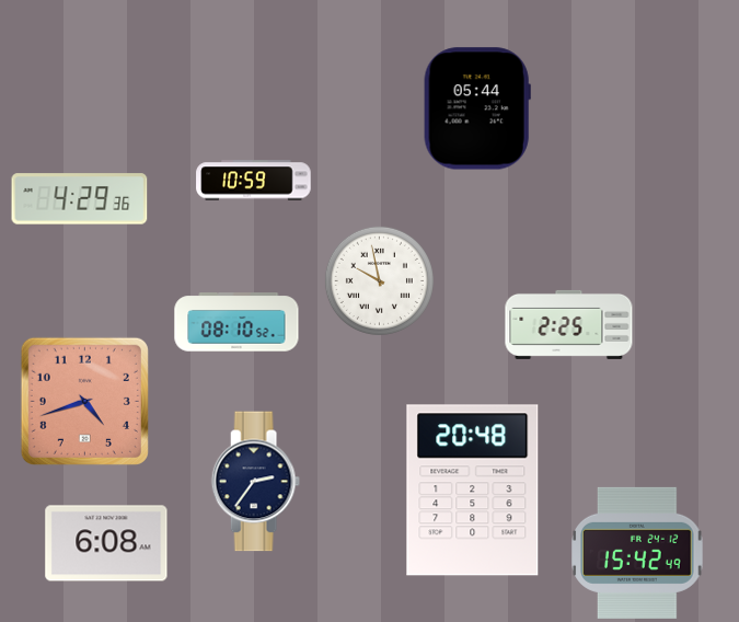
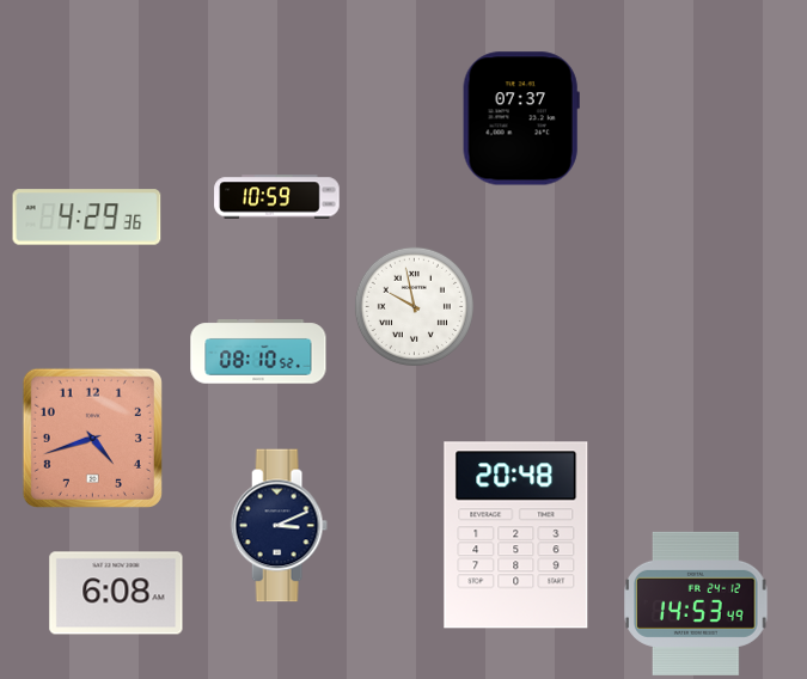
clock at (477, 108): 05:44 -> 07:37
clock at (569, 324): 2:25 -> none
clock at (255, 482): 2:36 -> 3:11
clock at (637, 553): 15:42 -> 14:53
